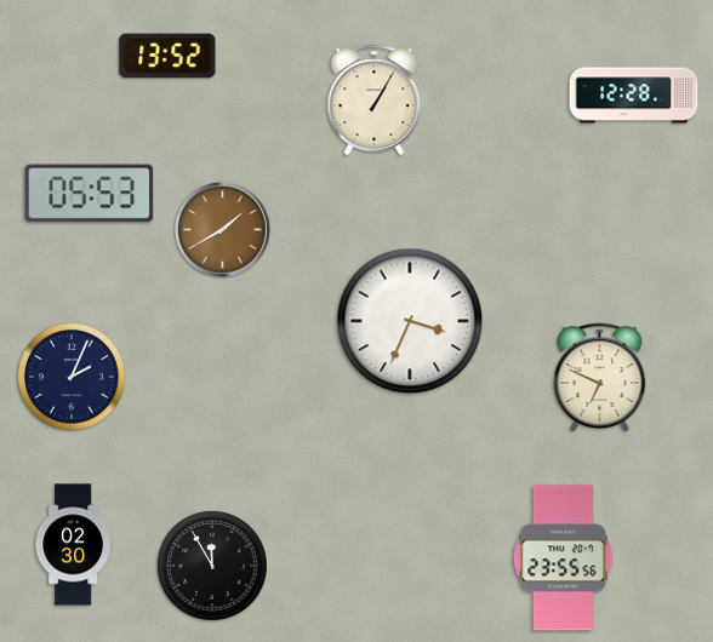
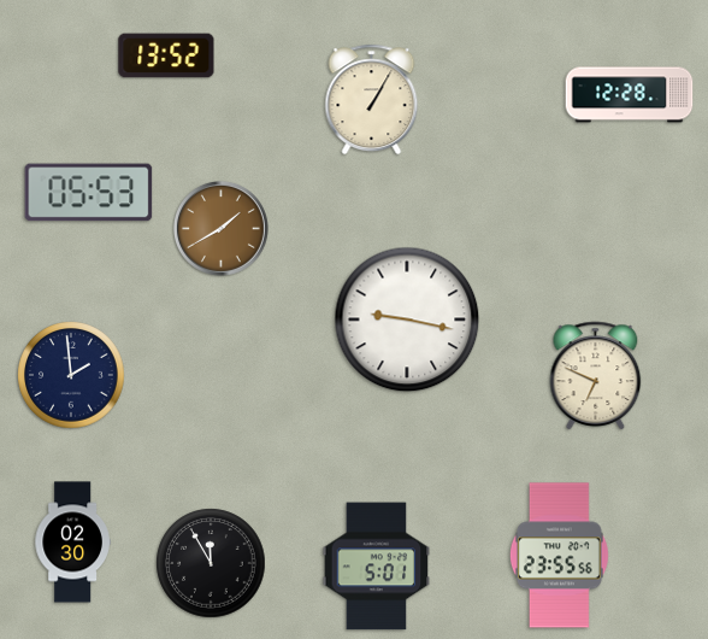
clock at (410, 321): 3:34 -> 9:17
clock at (72, 377): 2:04 -> 1:59
clock at (377, 567): none -> 5:01
